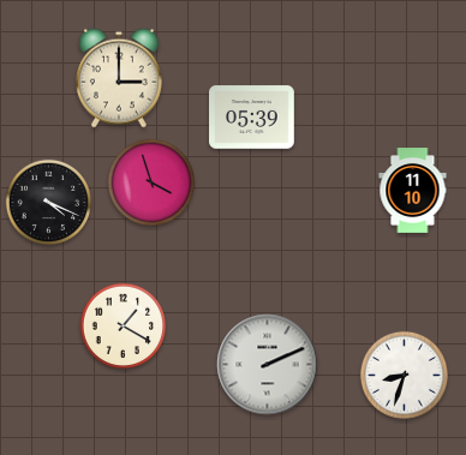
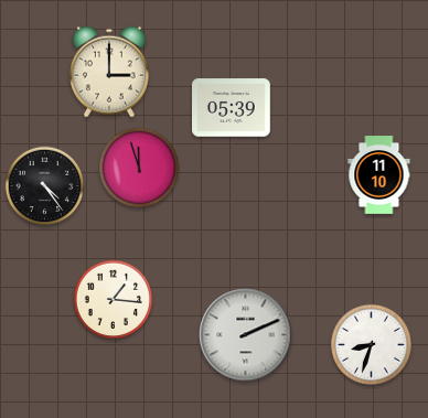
clock at (150, 181): 3:57 -> 11:57
clock at (49, 203): 4:19 -> 4:24
clock at (124, 327): 1:20 -> 1:16
